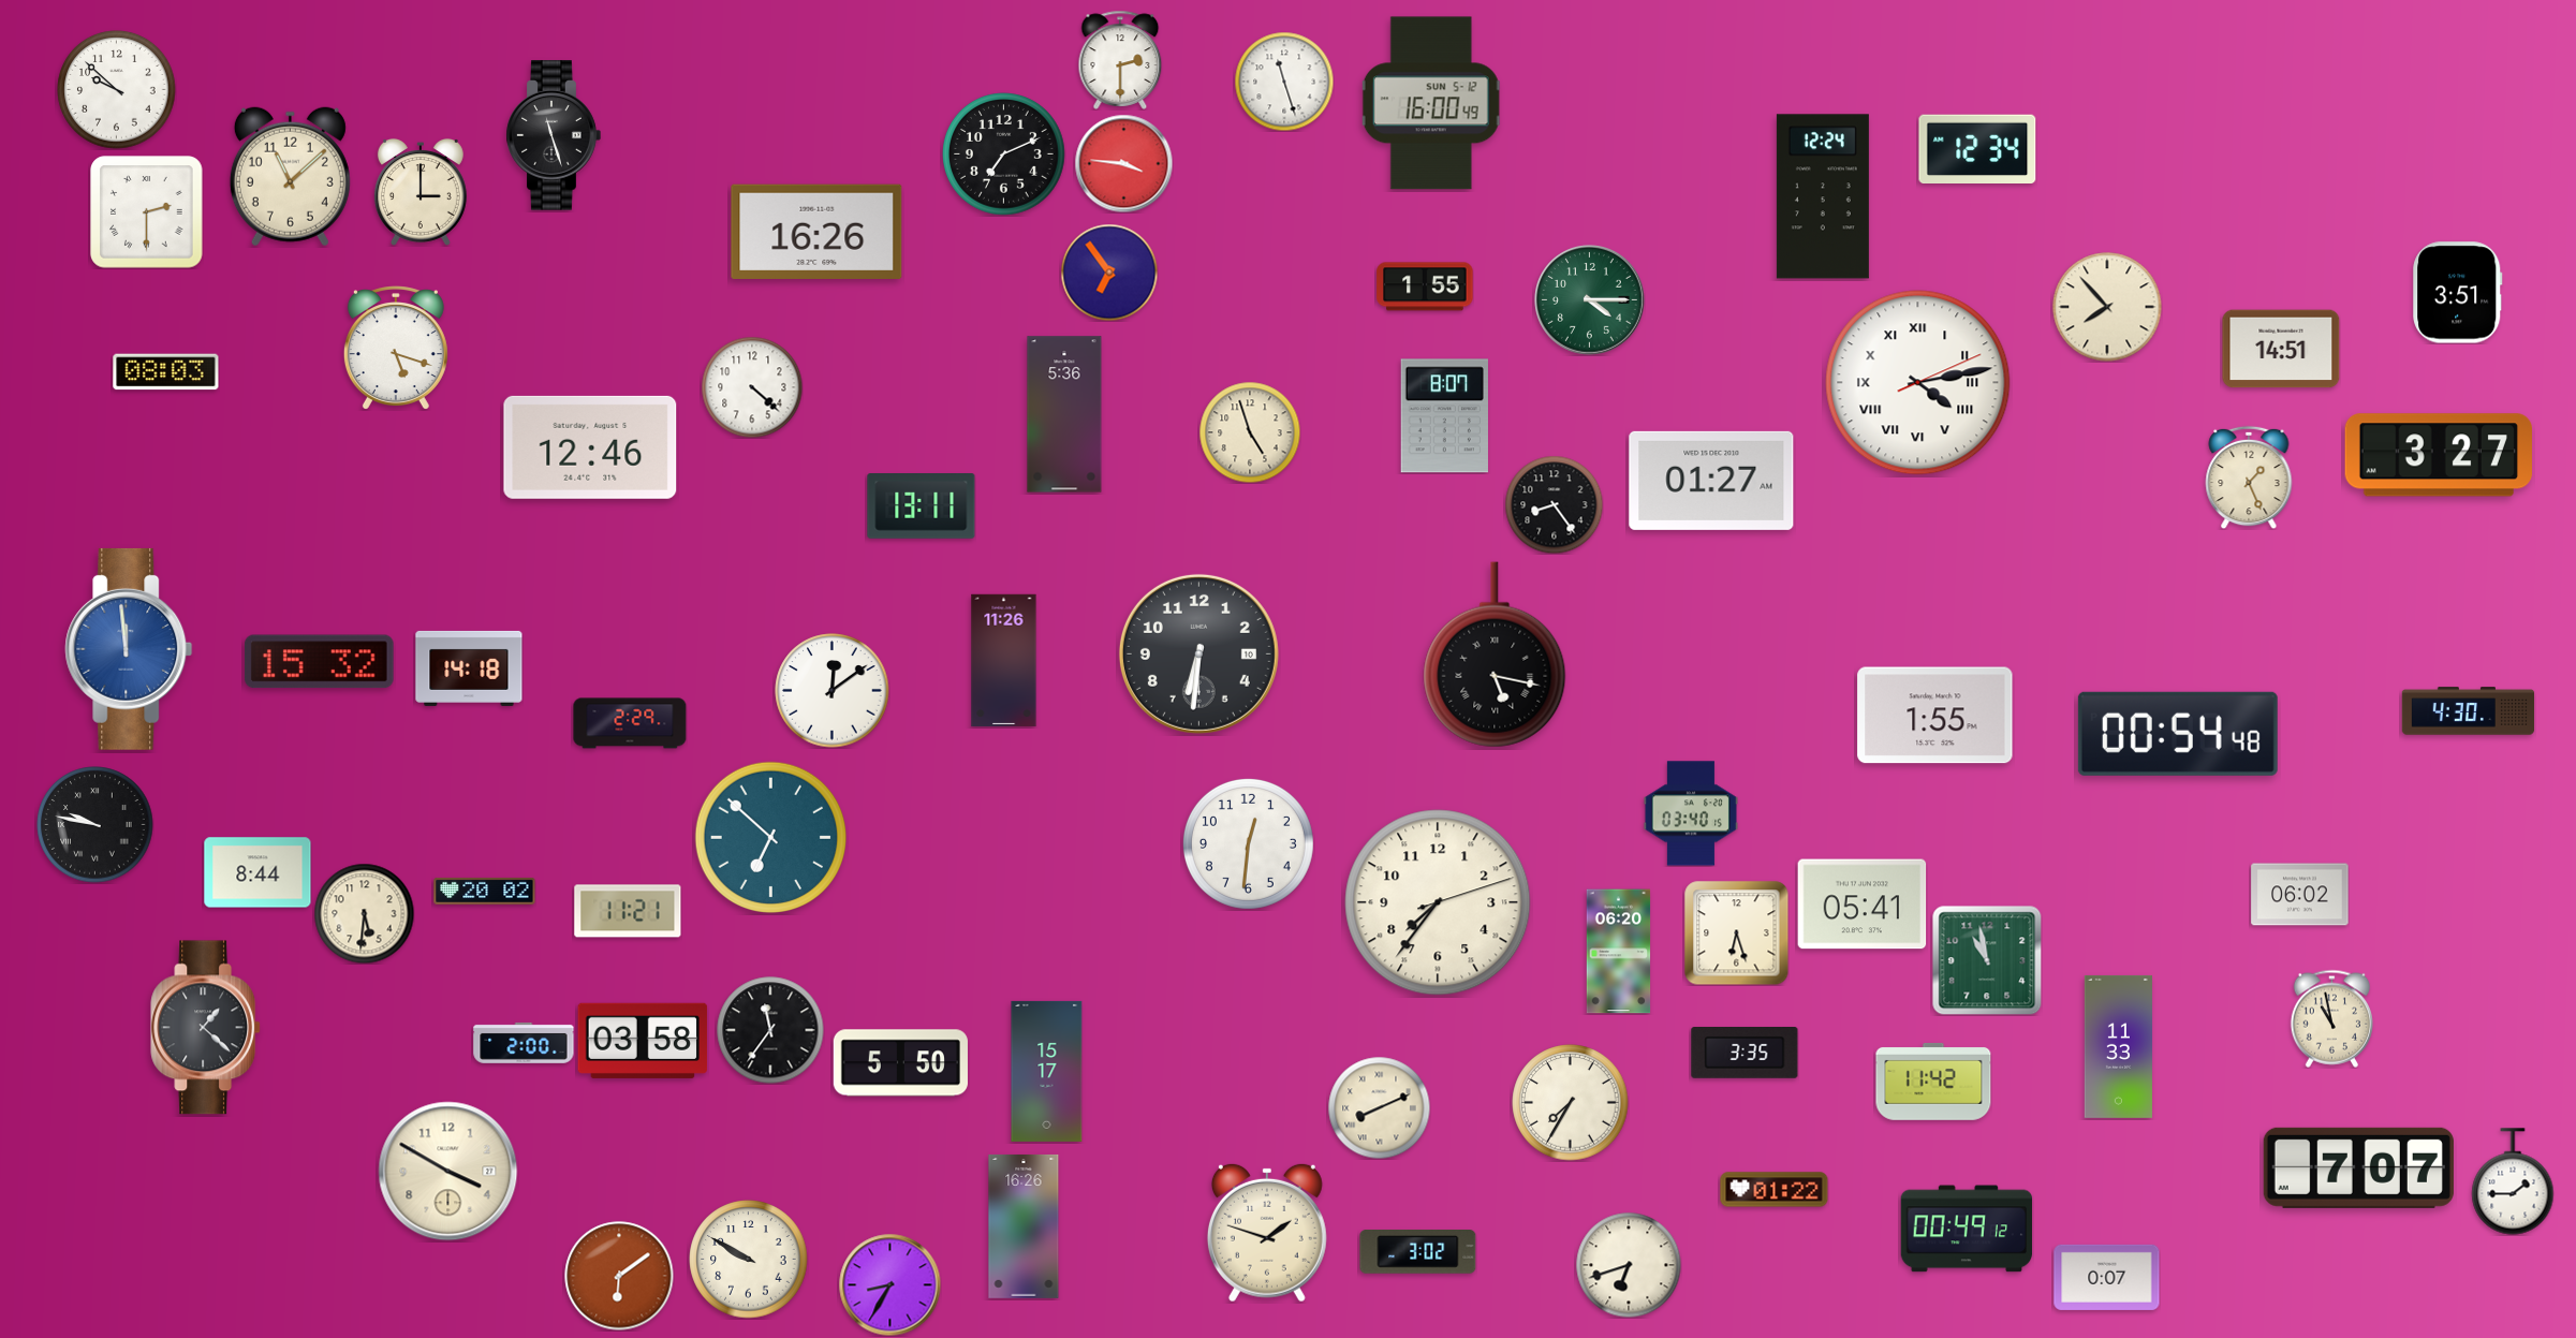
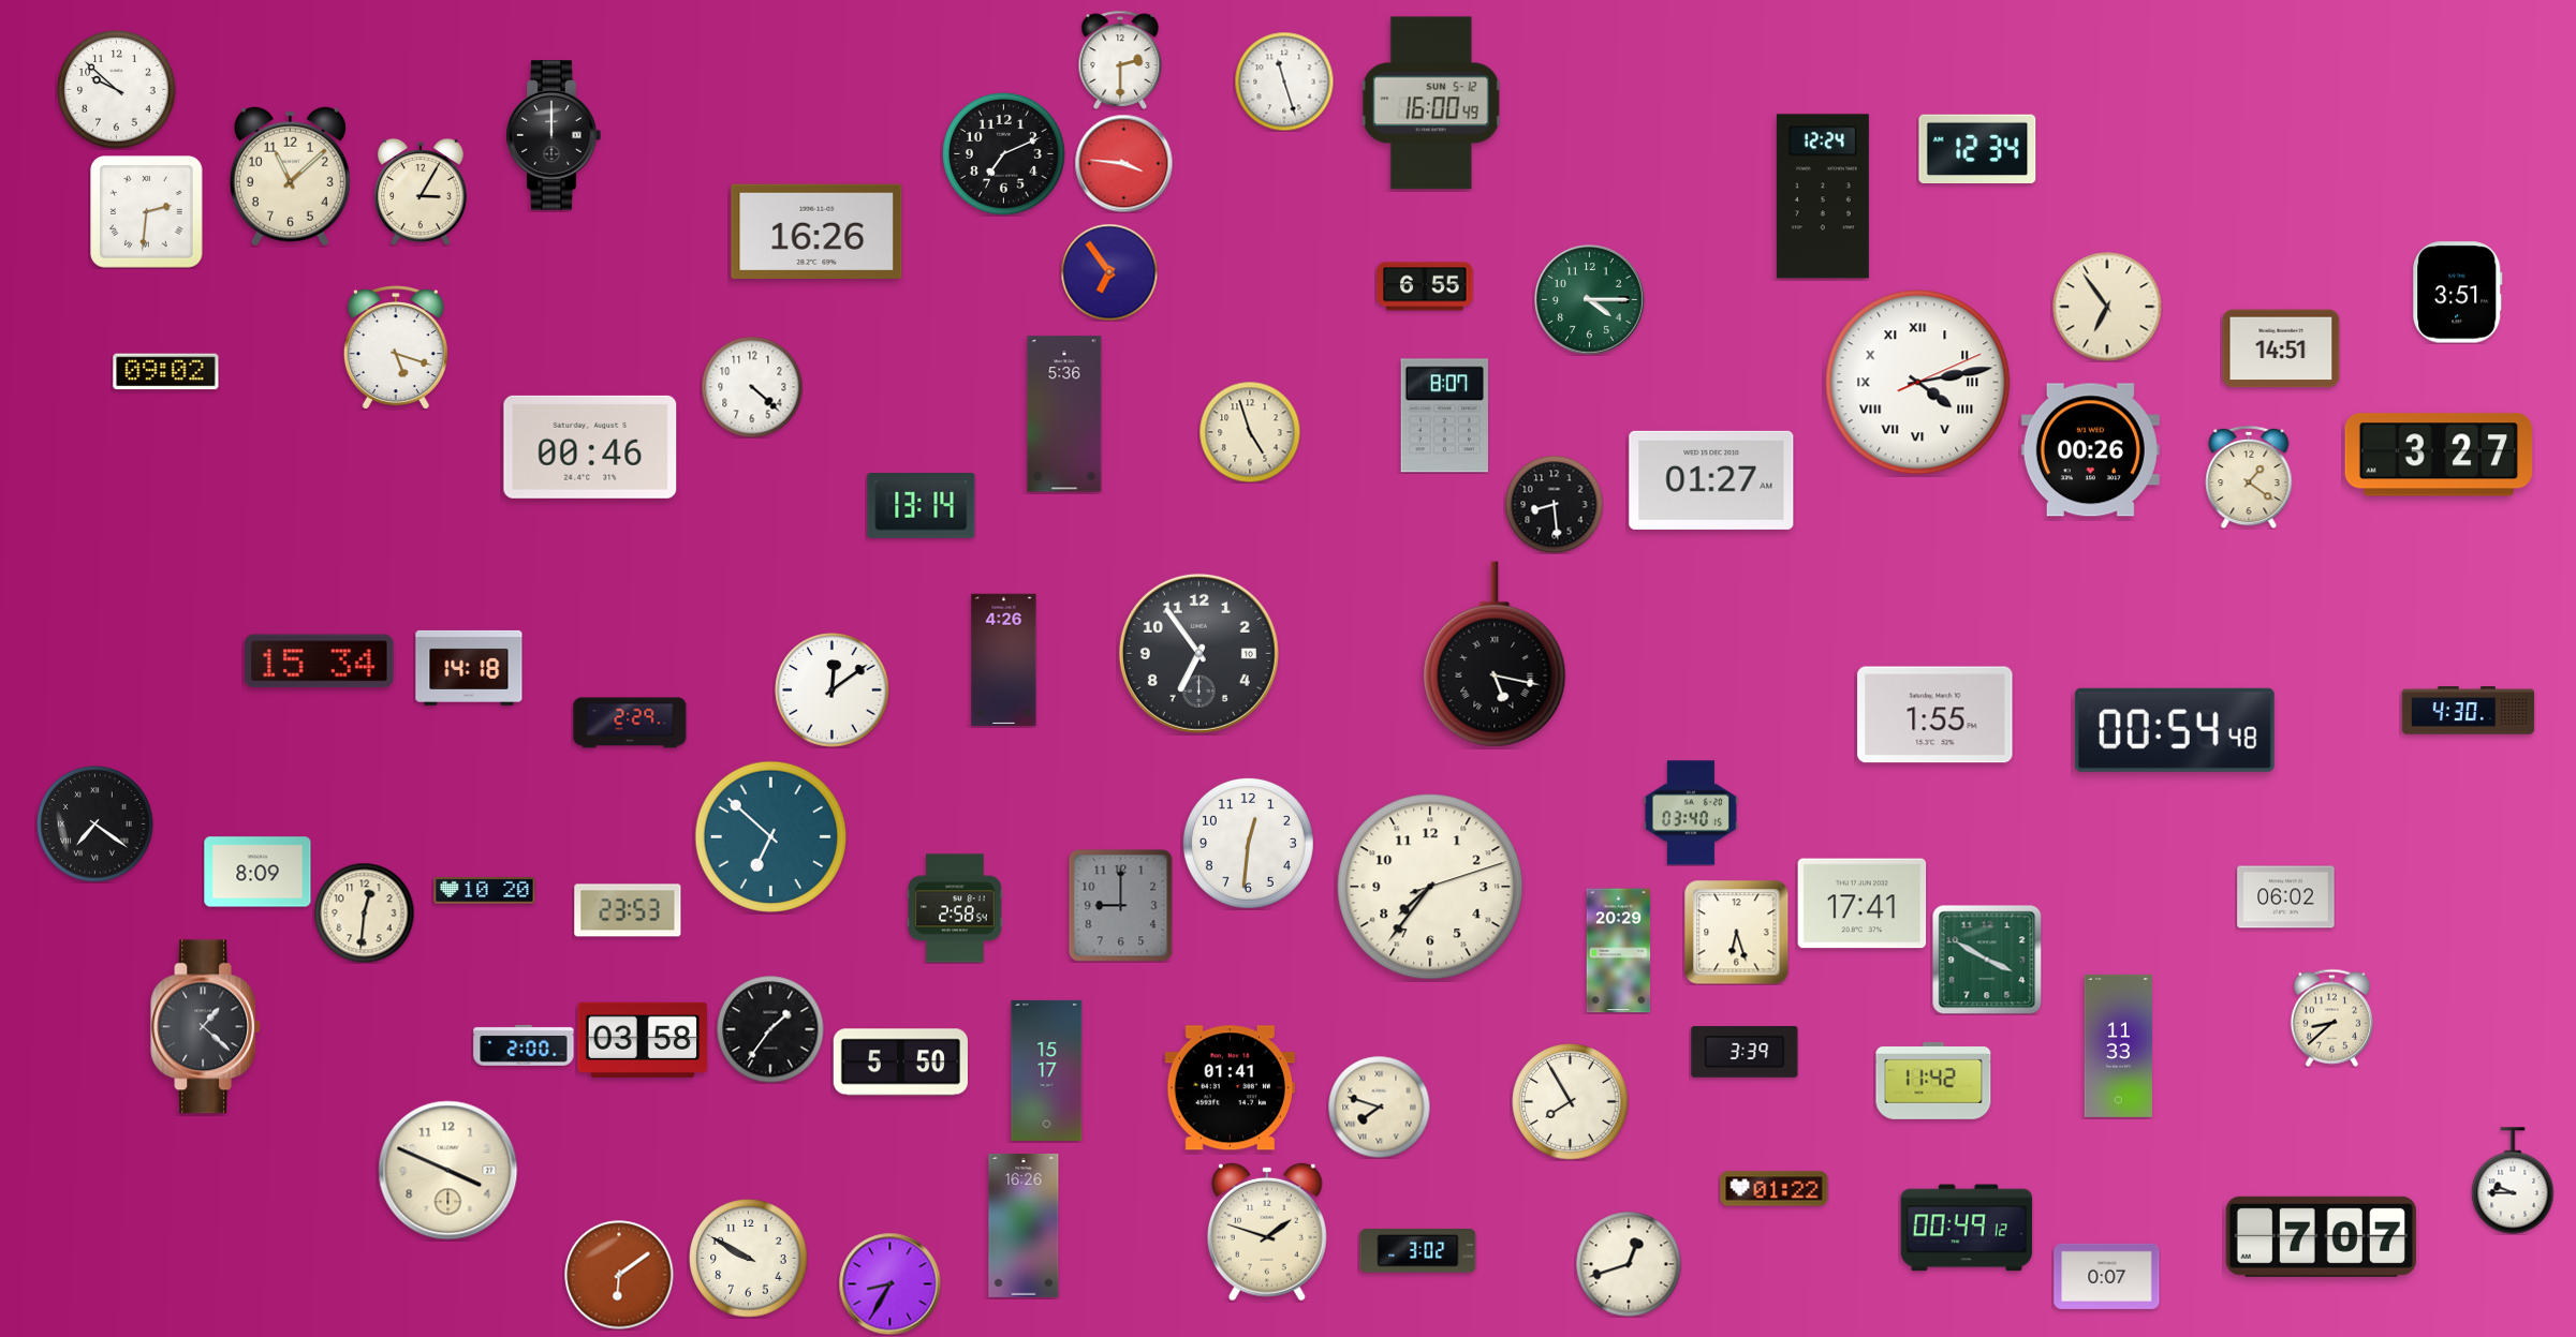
clock at (554, 135): 11:27 -> 12:00
clock at (421, 192): 3:00 -> 3:05
clock at (147, 212): 2:30 -> 2:31
clock at (1425, 286): 1:55 -> 6:55
clock at (2107, 307): 7:53 -> 6:54
clock at (166, 372): 08:03 -> 09:02
clock at (590, 447): 12:46 -> 00:46
clock at (2090, 450): none -> 00:26
clock at (2249, 477): 1:26 -> 1:21
clock at (1554, 504): 8:24 -> 8:29
clock at (922, 506): 13:11 -> 13:14
clock at (129, 649): 11:59 -> none
clock at (1198, 653): 6:31 -> 6:54
clock at (1004, 661): 11:26 -> 4:26
clock at (319, 662): 15:32 -> 15:34
clock at (2178, 734) position: (2178, 734) -> (2175, 730)
clock at (95, 825): 9:47 -> 7:21
clock at (257, 872): 8:44 -> 8:09
clock at (485, 891): 20:02 -> 10:20
clock at (2300, 895) position: (2300, 895) -> (2286, 897)
clock at (1438, 902) position: (1438, 902) -> (1430, 887)
clock at (1863, 905): 05:41 -> 17:41
clock at (1121, 906): none -> 9:00
clock at (955, 908): none -> 2:58
clock at (628, 911): 11:21 -> 23:53
clock at (364, 913): 5:31 -> 12:31
clock at (1619, 952): 06:20 -> 20:29
clock at (1987, 960): 10:58 -> 3:50
clock at (2331, 1018): 10:58 -> 8:38
clock at (770, 1030): 11:36 -> 1:36
clock at (524, 1043) position: (524, 1043) -> (524, 1045)
clock at (1745, 1054): 3:35 -> 3:39
clock at (1230, 1088): none -> 01:41
clock at (1571, 1103): 7:35 -> 7:55
clock at (1379, 1107): 8:11 -> 7:48
clock at (2358, 1167) position: (2358, 1167) -> (2321, 1236)
clock at (448, 1172): 3:50 -> 3:49
clock at (2513, 1181): 1:45 -> 9:45
clock at (1629, 1265): 6:42 -> 12:42
